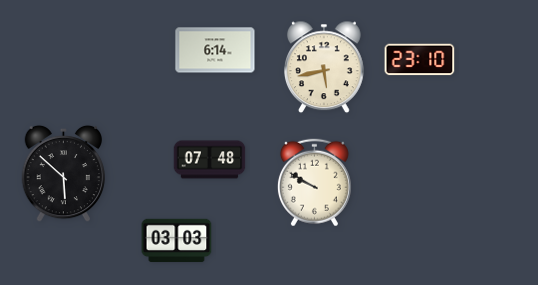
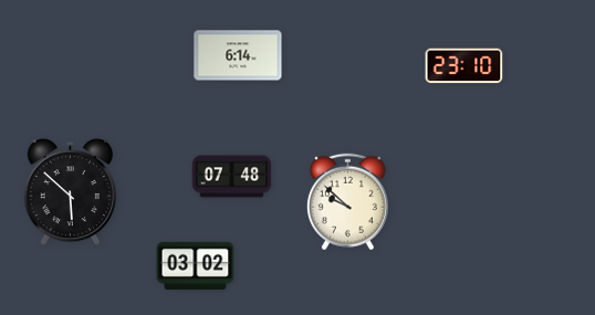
clock at (325, 67): 5:43 -> none
clock at (314, 183): 9:50 -> 9:52
clock at (177, 241): 03:03 -> 03:02
